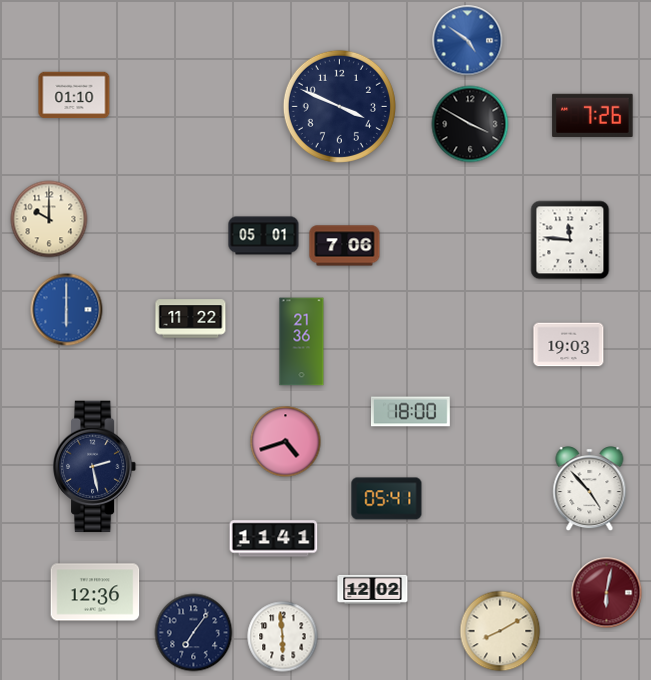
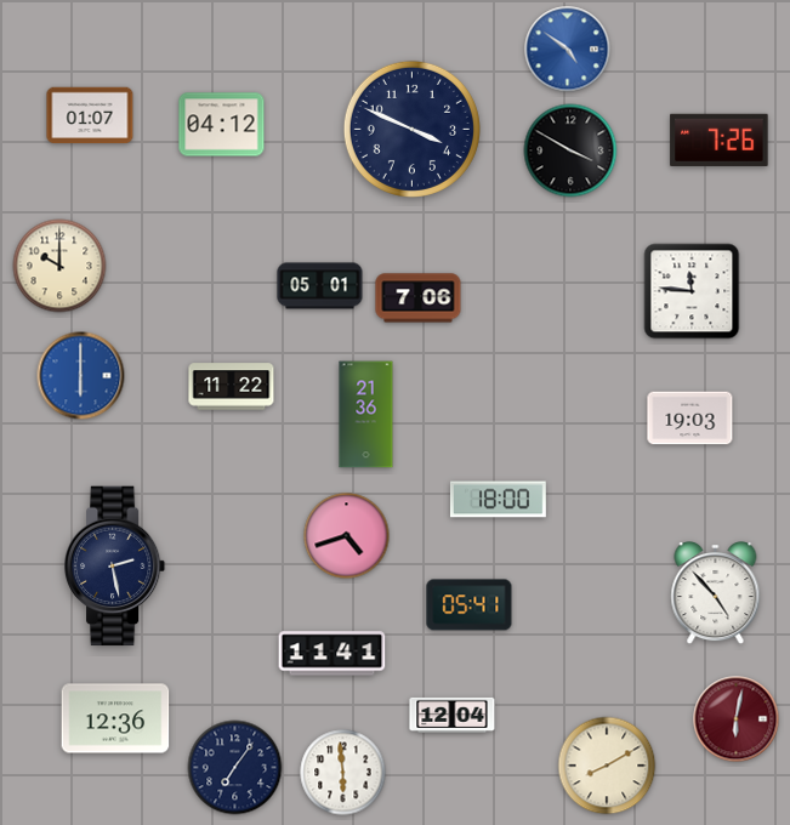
clock at (74, 95): 01:10 -> 01:07
clock at (222, 125): none -> 04:12
clock at (373, 589): 12:02 -> 12:04
